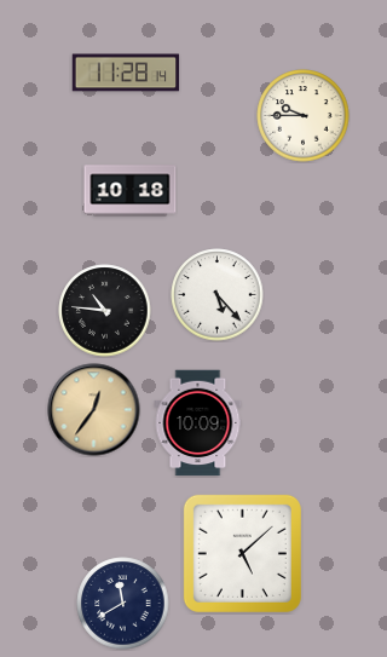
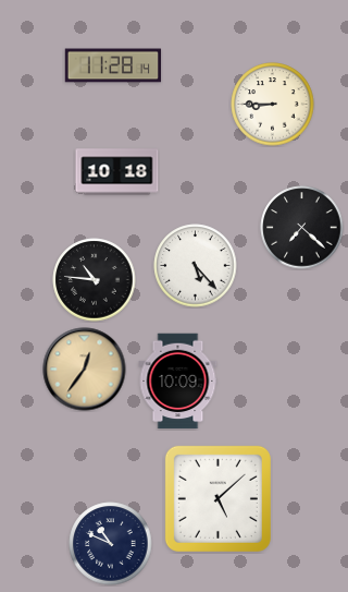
clock at (304, 116): 9:45 -> 8:45
clock at (302, 228): none -> 7:22
clock at (123, 604): 11:40 -> 10:49
